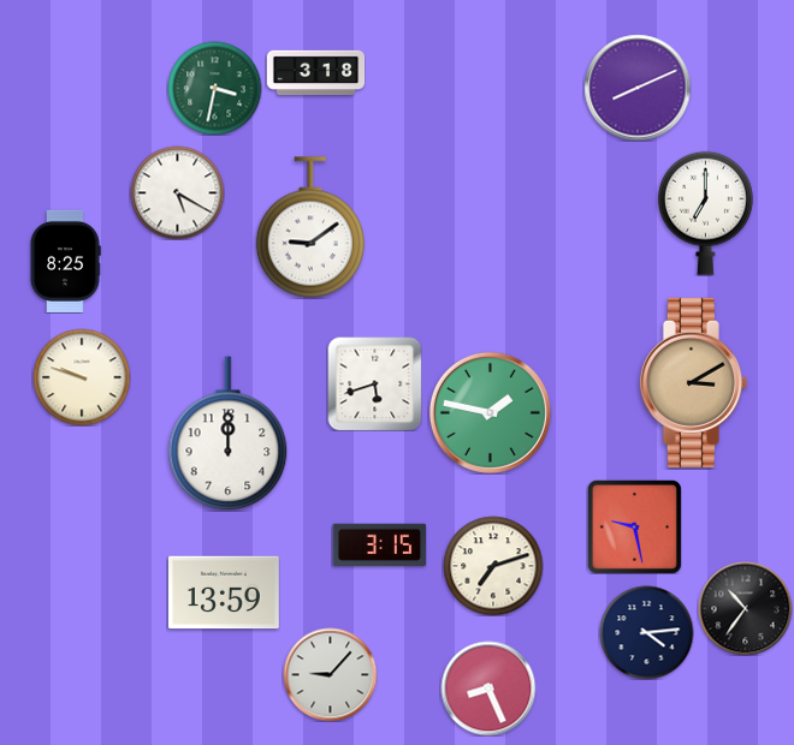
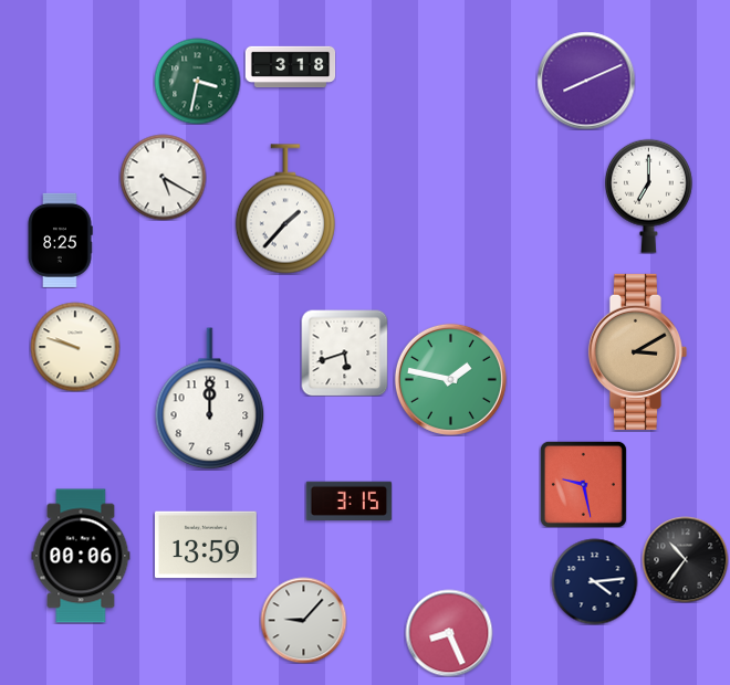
clock at (310, 227): 9:09 -> 1:37
clock at (493, 566): 7:12 -> none
clock at (81, 556): none -> 00:06
